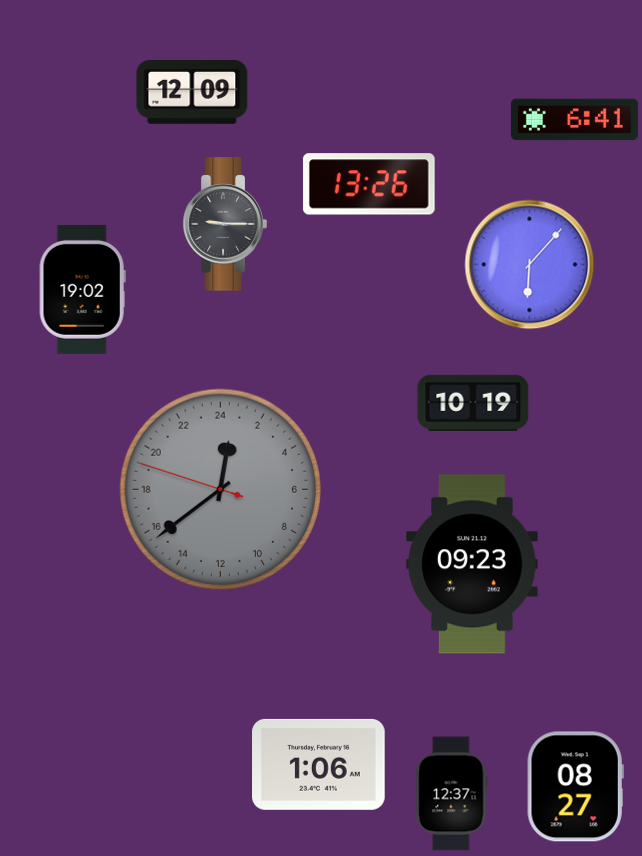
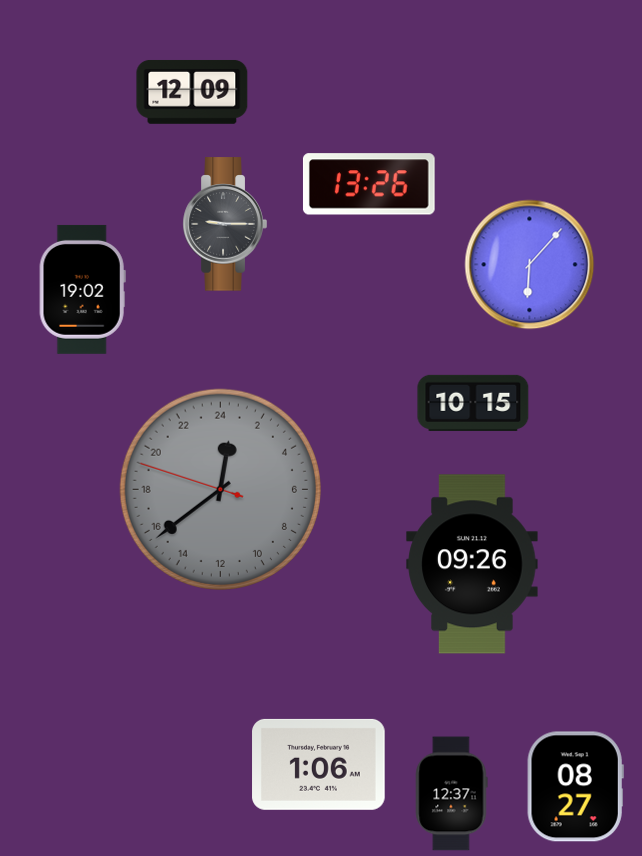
clock at (574, 120): 6:41 -> none
clock at (473, 403): 10:19 -> 10:15
clock at (472, 564): 09:23 -> 09:26
